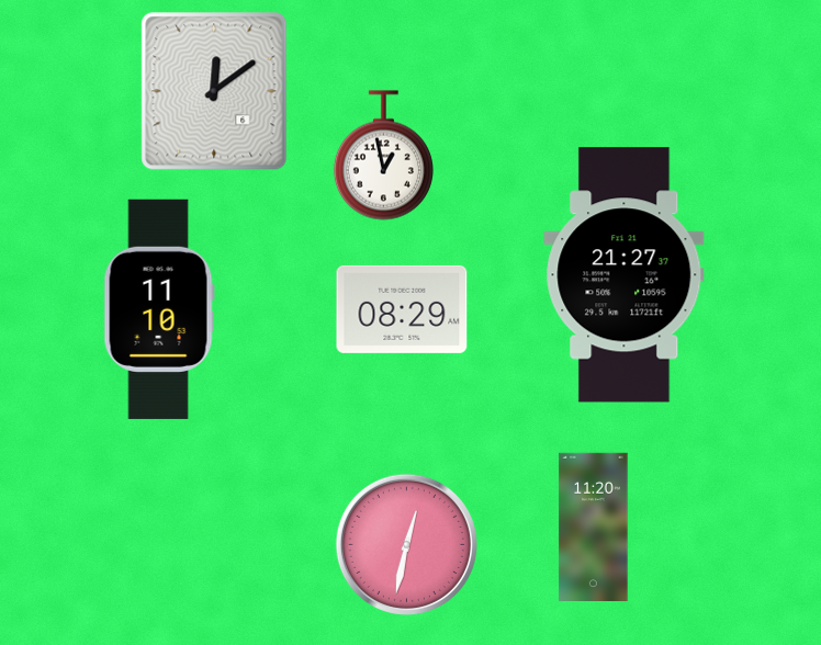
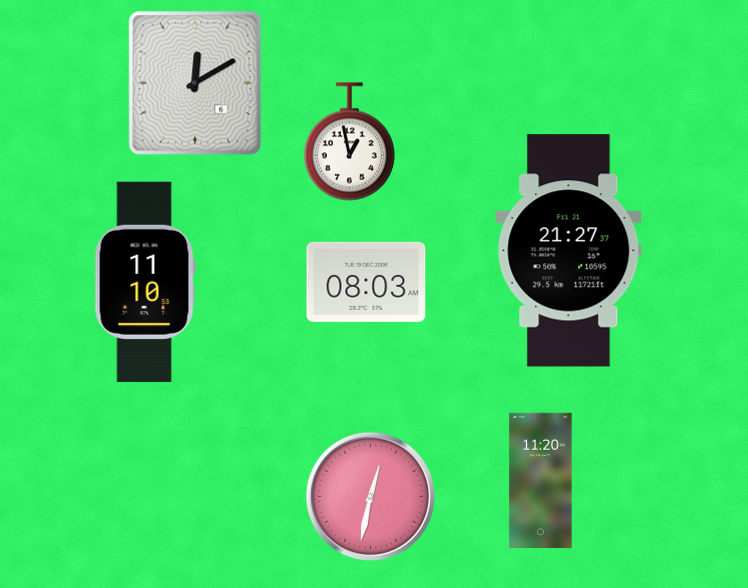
clock at (214, 91): 12:09 -> 12:10
clock at (402, 309): 08:29 -> 08:03
